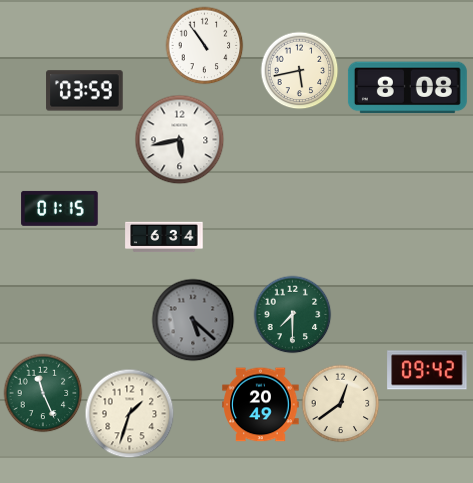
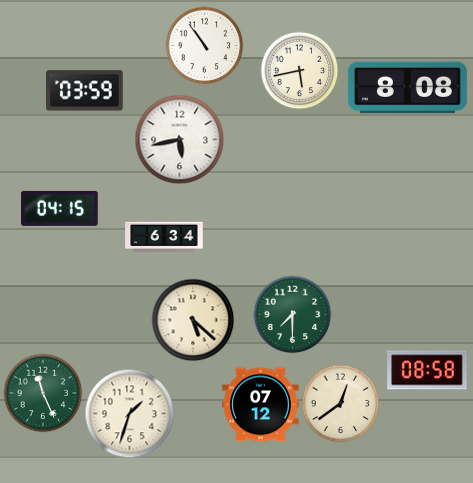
clock at (60, 208): 01:15 -> 04:15
clock at (193, 320) dial: grey -> cream
clock at (427, 370): 09:42 -> 08:58
clock at (261, 405): 20:49 -> 07:12
